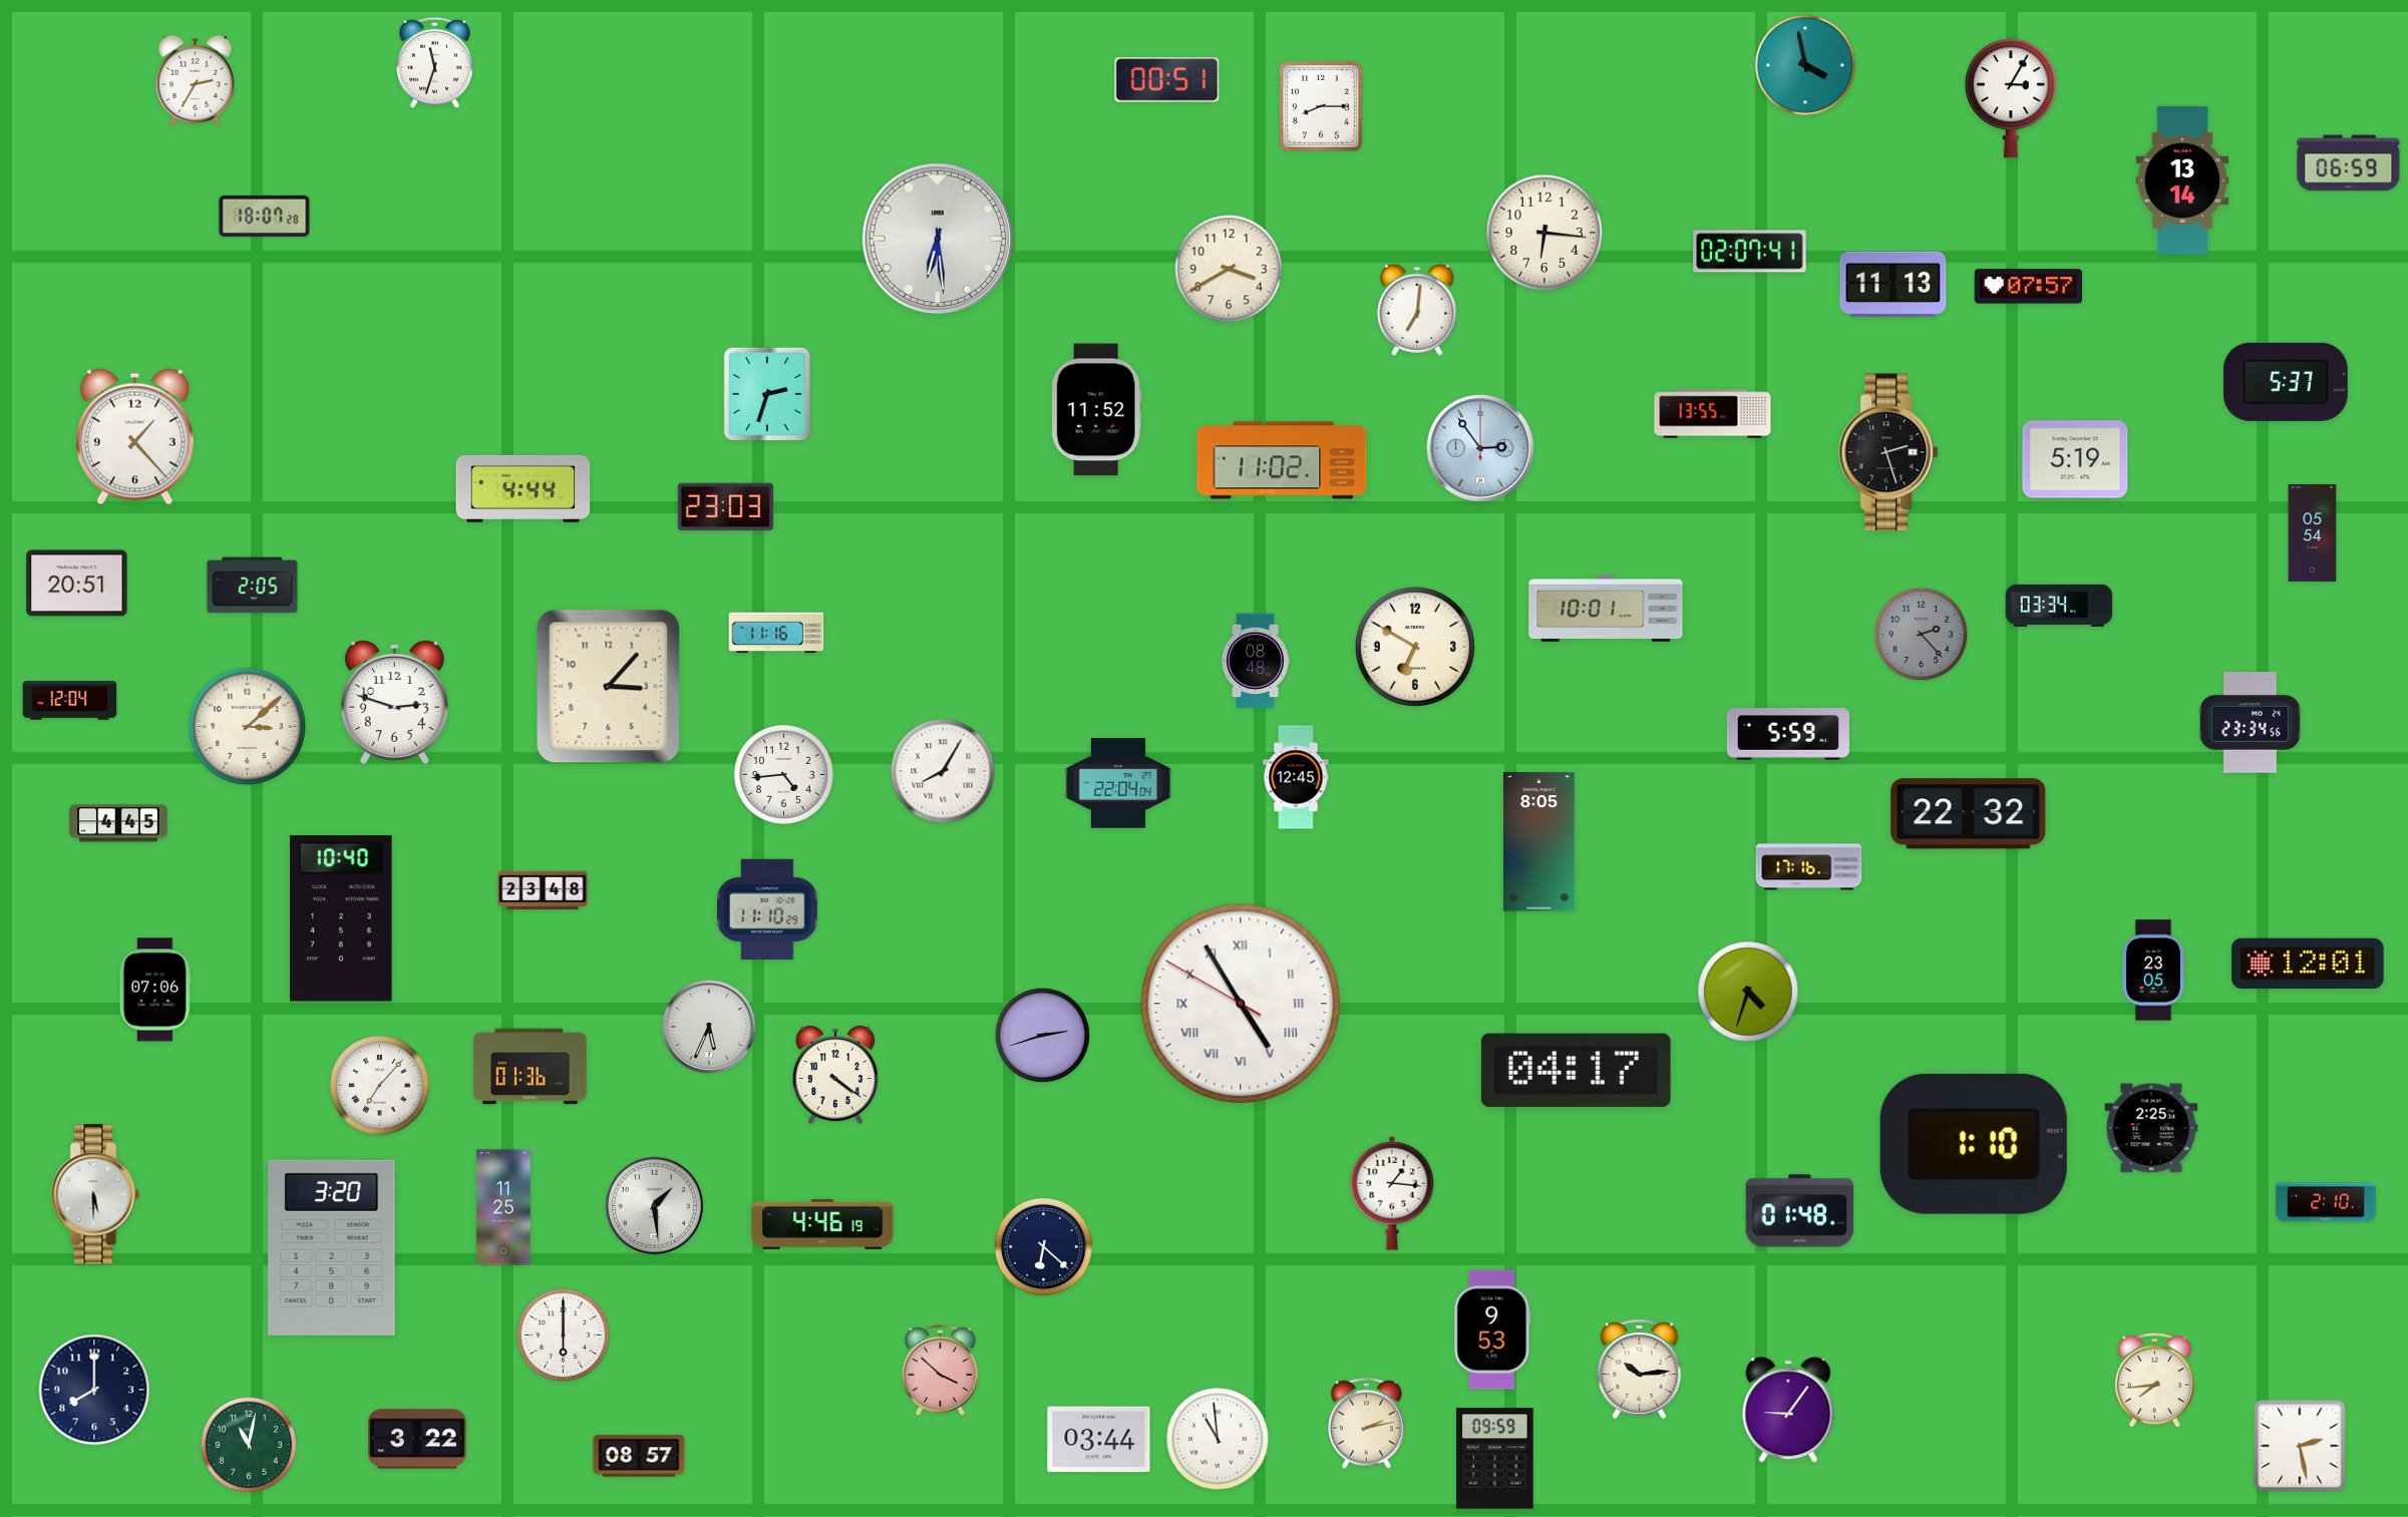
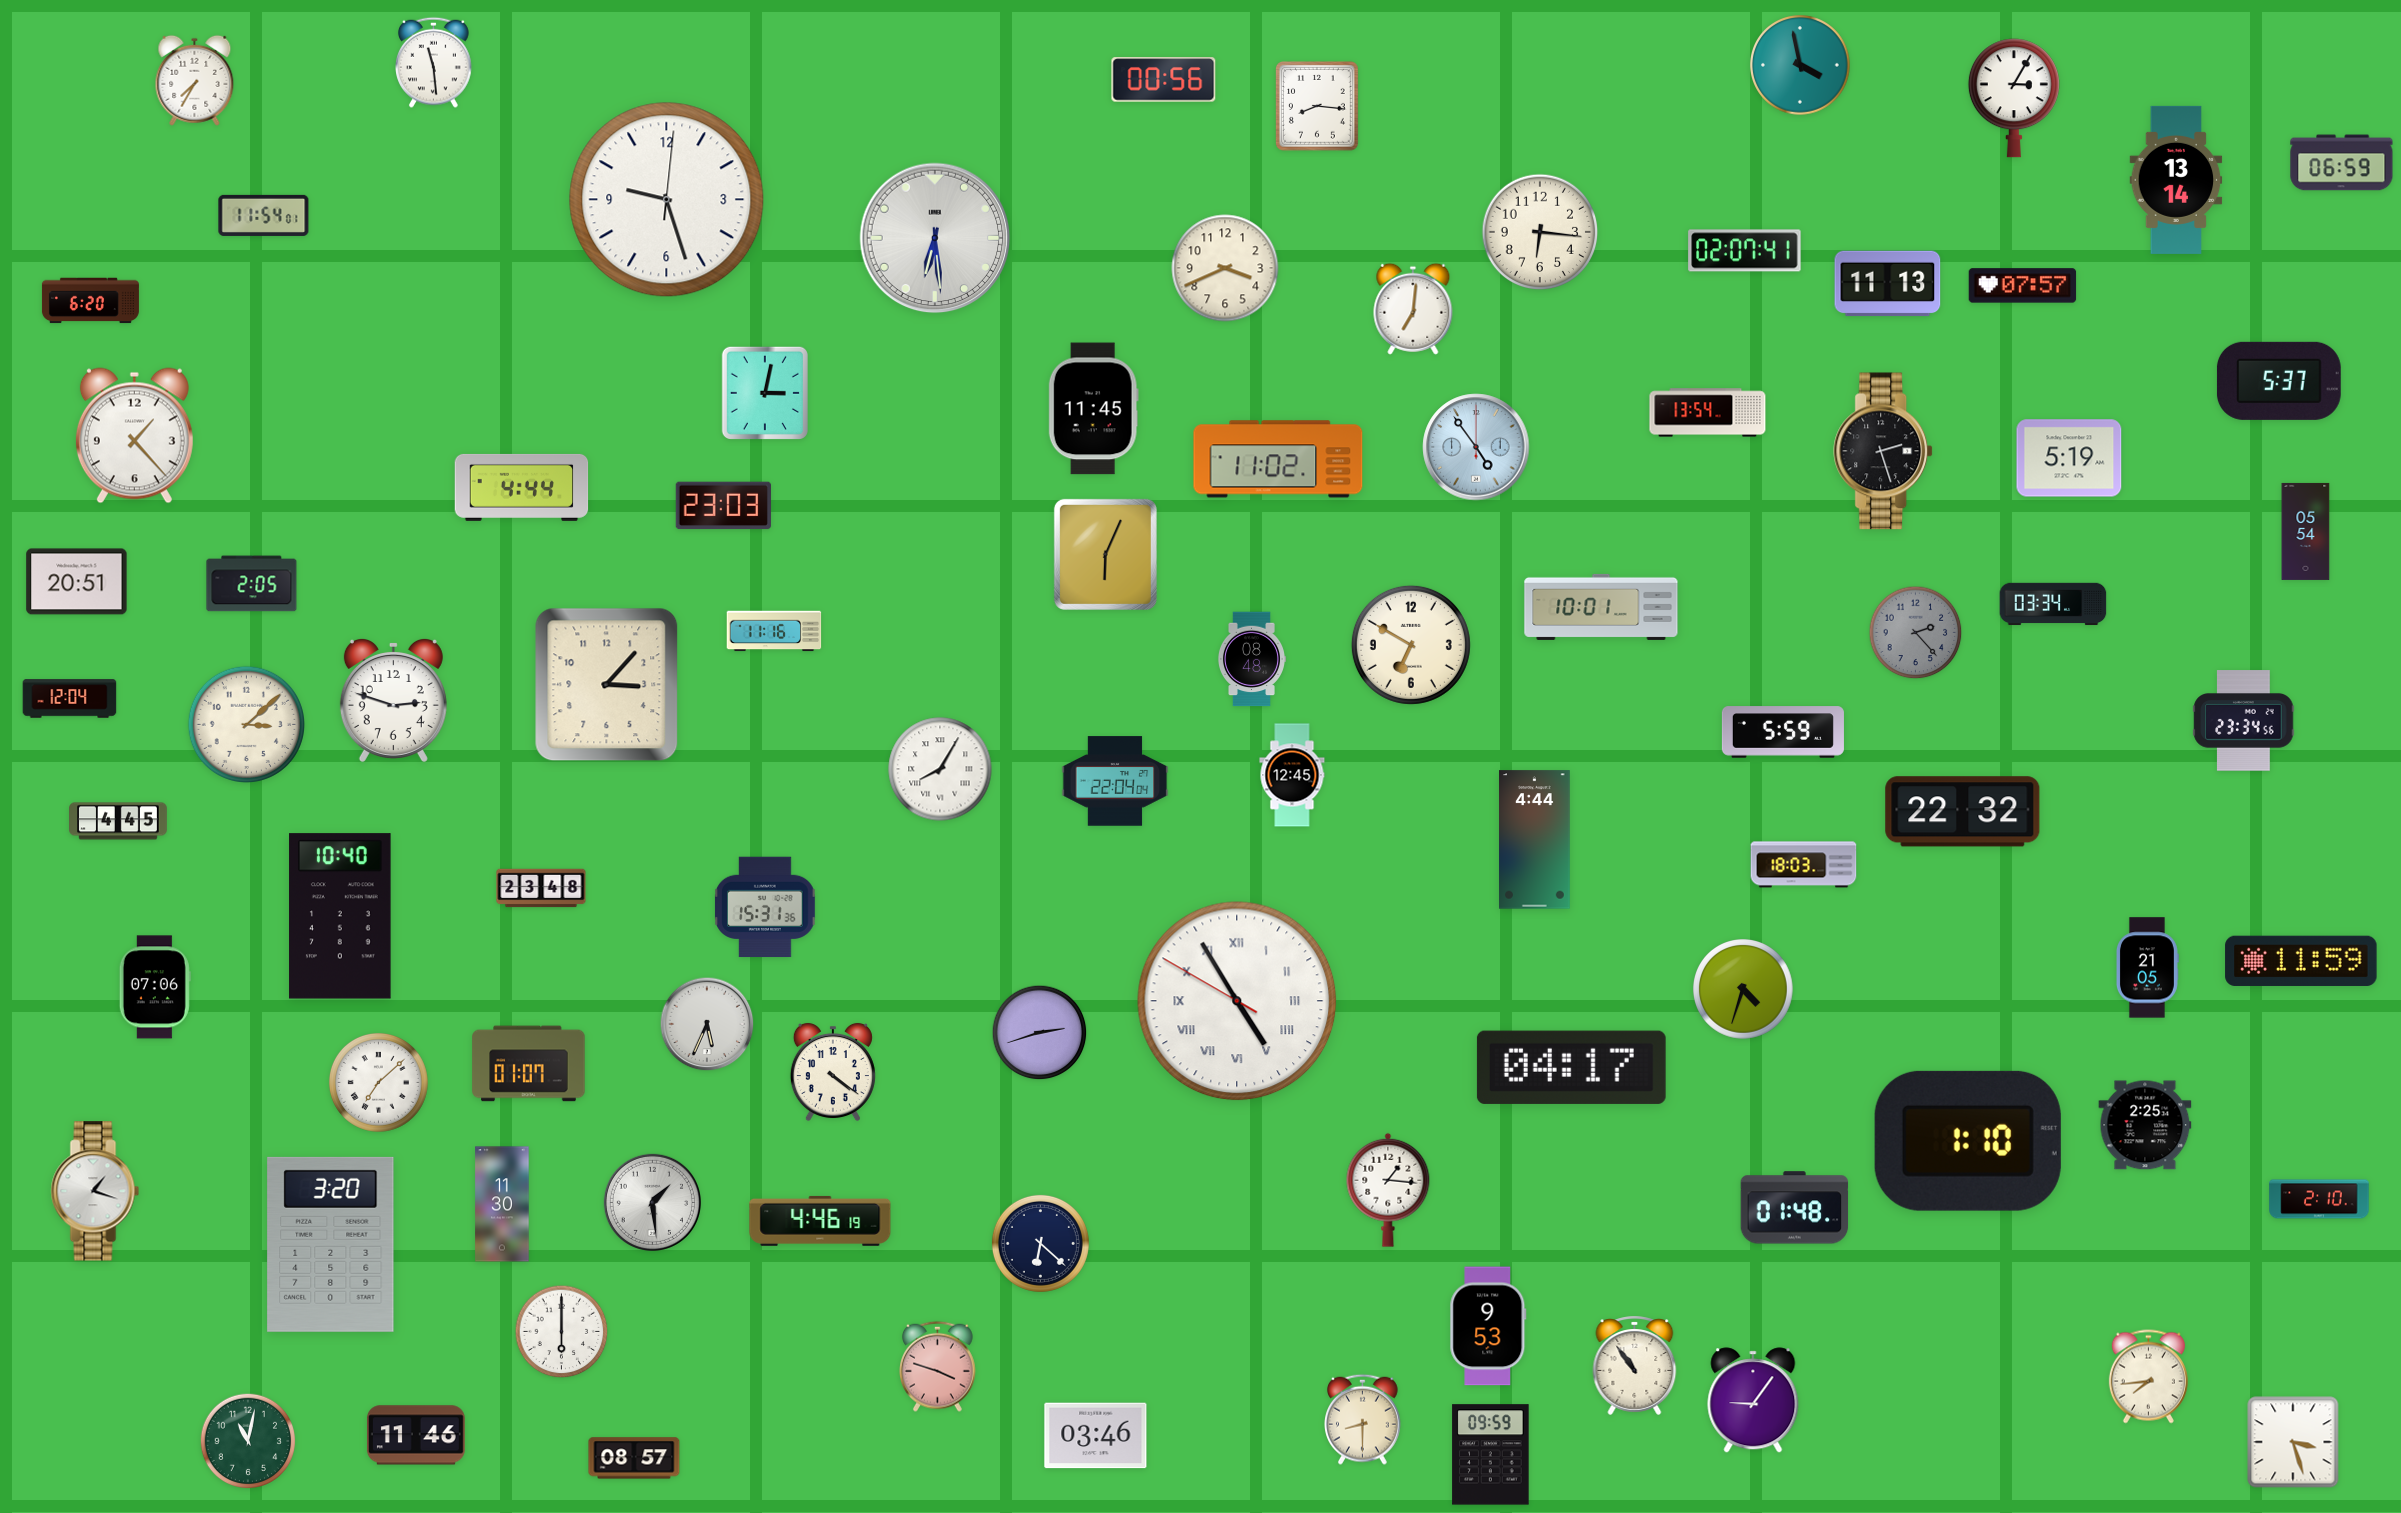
clock at (435, 62): 11:33 -> 11:29
clock at (196, 80): 2:35 -> 7:35
clock at (1167, 80): 00:51 -> 00:56
clock at (2011, 98) position: (2011, 98) -> (2014, 98)
clock at (1322, 107): 8:15 -> 8:16
clock at (667, 200): none -> 9:27
clock at (265, 216): 18:07 -> 11:54
clock at (1229, 269): 3:40 -> 3:41
clock at (90, 301): none -> 6:20
clock at (767, 393): 2:33 -> 3:02
clock at (1096, 410): 11:52 -> 11:45
clock at (1713, 414): 13:55 -> 13:54
clock at (1480, 448): 2:54 -> 4:54
clock at (1105, 554): none -> 6:04
clock at (783, 774): 4:44 -> none
clock at (1539, 842): 8:05 -> 4:44
clock at (1809, 867): 17:16 -> 18:03
clock at (768, 909): 11:10 -> 15:31
clock at (2308, 964): 12:01 -> 11:59
clock at (2153, 971): 23:05 -> 21:05
clock at (531, 1067): 01:36 -> 01:07
clock at (379, 1085): 7:07 -> 7:08
clock at (95, 1194): 5:30 -> 1:18
clock at (503, 1207): 11:25 -> 11:30
clock at (1640, 1369): 10:14 -> 10:54
clock at (941, 1370): 3:52 -> 3:48
clock at (94, 1390): 8:00 -> none
clock at (1788, 1410) position: (1788, 1410) -> (1753, 1400)
clock at (1367, 1423): 2:13 -> 8:30
clock at (417, 1439): 3:22 -> 11:46
clock at (1218, 1439): 10:59 -> none
clock at (1099, 1440): 03:44 -> 03:46
clock at (2300, 1446): 2:28 -> 3:27
clock at (639, 1456) position: (639, 1456) -> (634, 1458)
